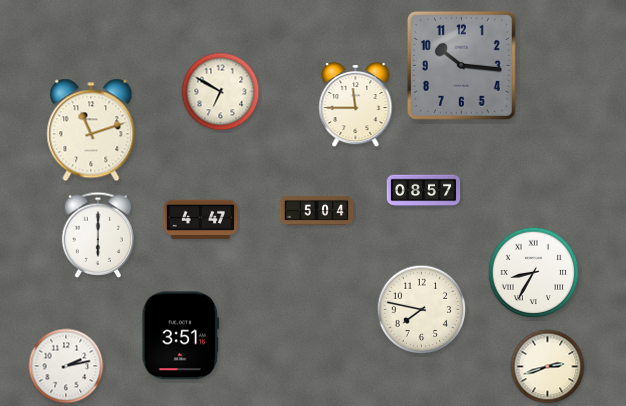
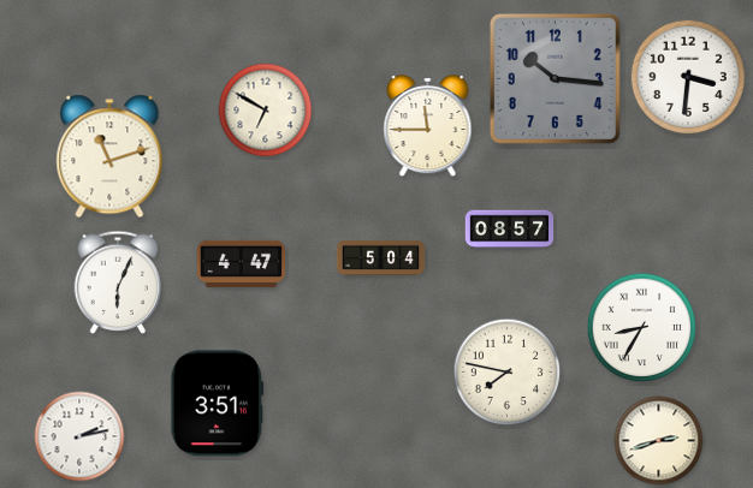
clock at (688, 77): none -> 3:31
clock at (317, 210) position: (317, 210) -> (381, 257)
clock at (98, 235): 6:00 -> 6:04
clock at (66, 366) position: (66, 366) -> (79, 436)
